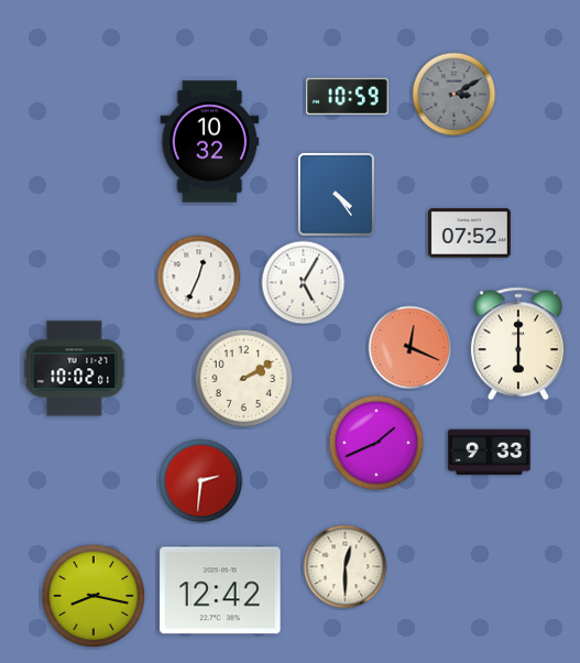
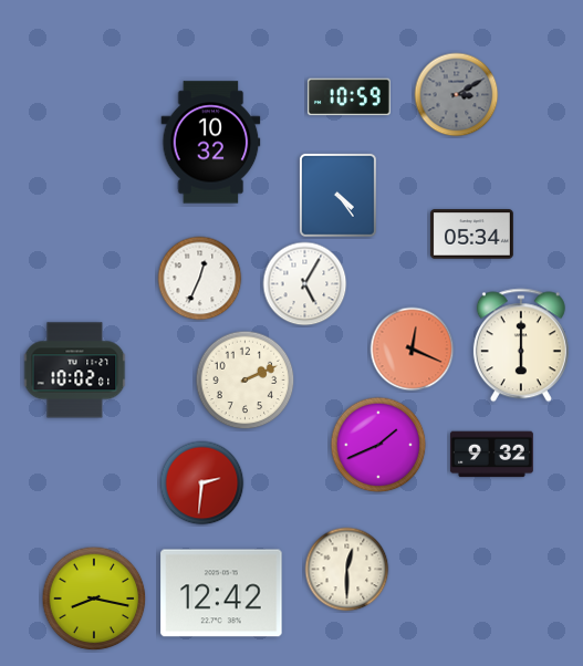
clock at (469, 233): 07:52 -> 05:34
clock at (244, 379): 2:10 -> 2:11
clock at (489, 453): 9:33 -> 9:32
